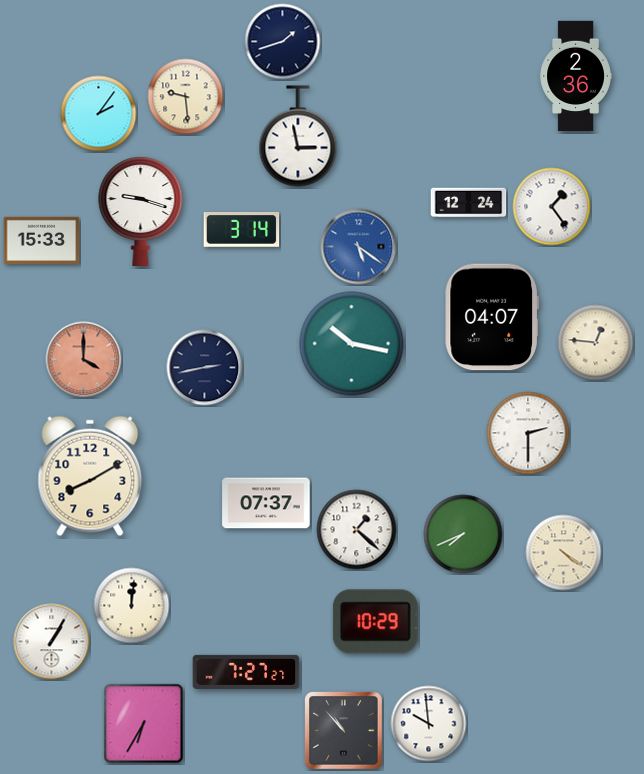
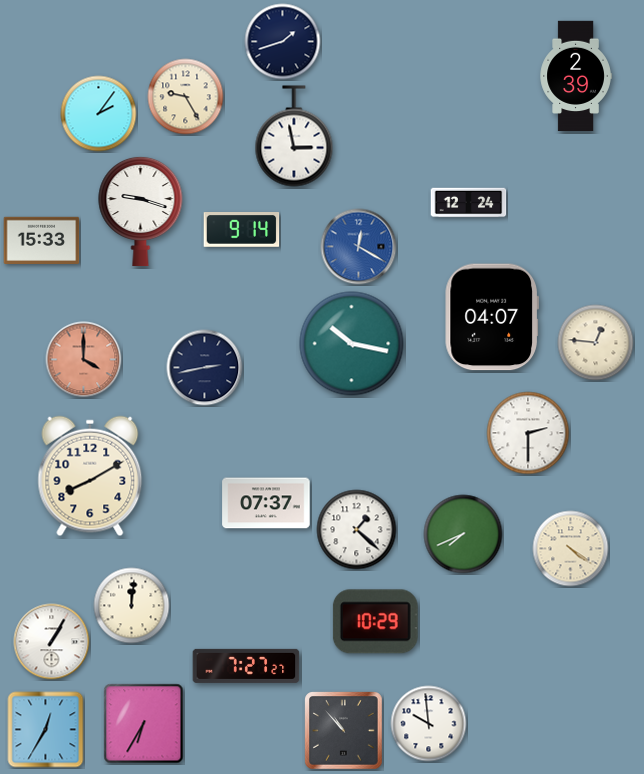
clock at (576, 76): 2:36 -> 2:39
clock at (186, 97): 9:29 -> 9:25
clock at (298, 136) position: (298, 136) -> (294, 136)
clock at (552, 207): 1:24 -> none
clock at (242, 230): 3:14 -> 9:14
clock at (359, 247): 5:21 -> 12:20
clock at (564, 553) position: (564, 553) -> (571, 549)
clock at (246, 672) position: (246, 672) -> (246, 666)
clock at (46, 730): none -> 12:35
